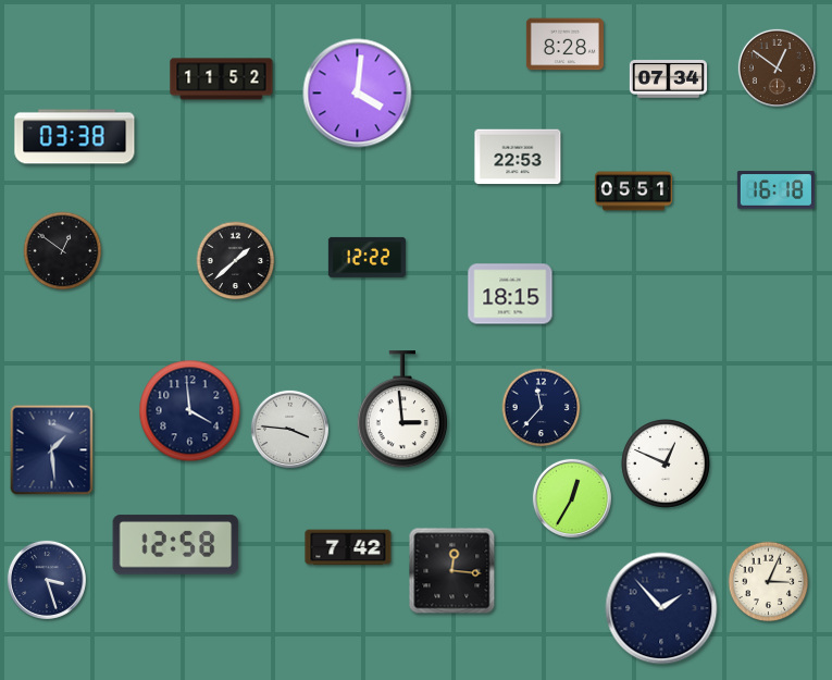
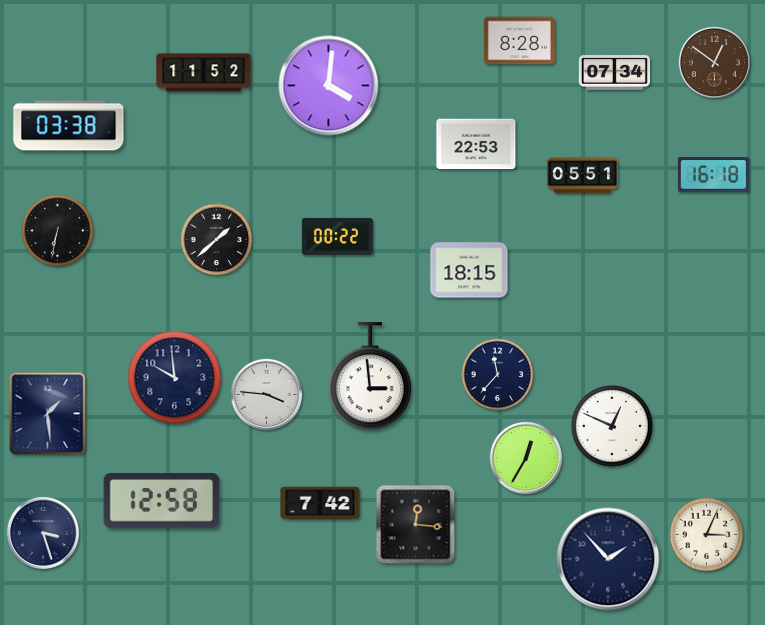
clock at (63, 251): 12:51 -> 6:32
clock at (367, 257): 12:22 -> 00:22
clock at (190, 411): 3:59 -> 9:59
